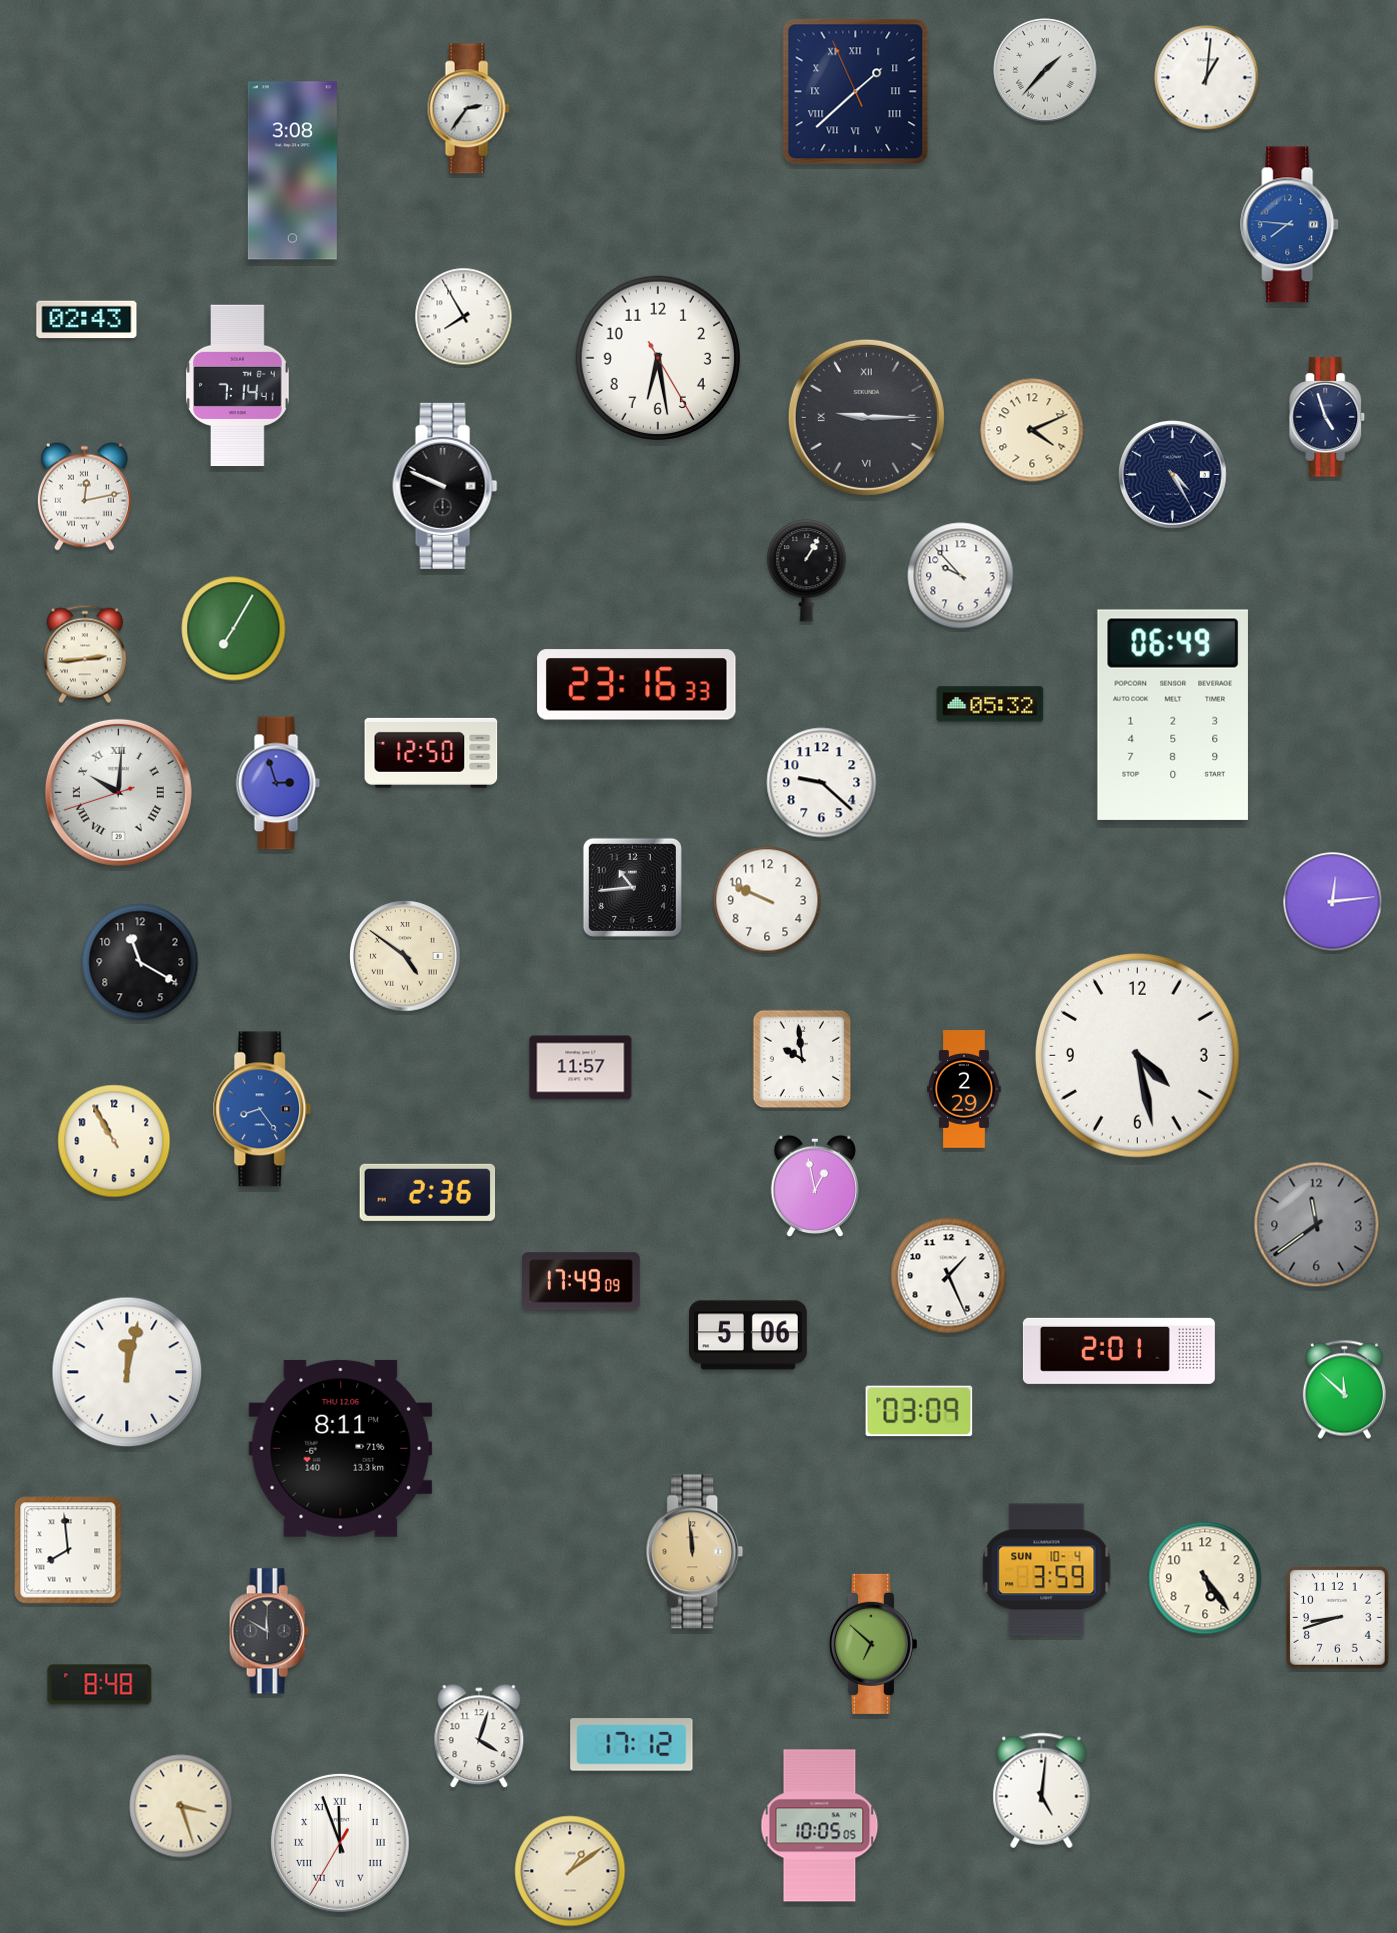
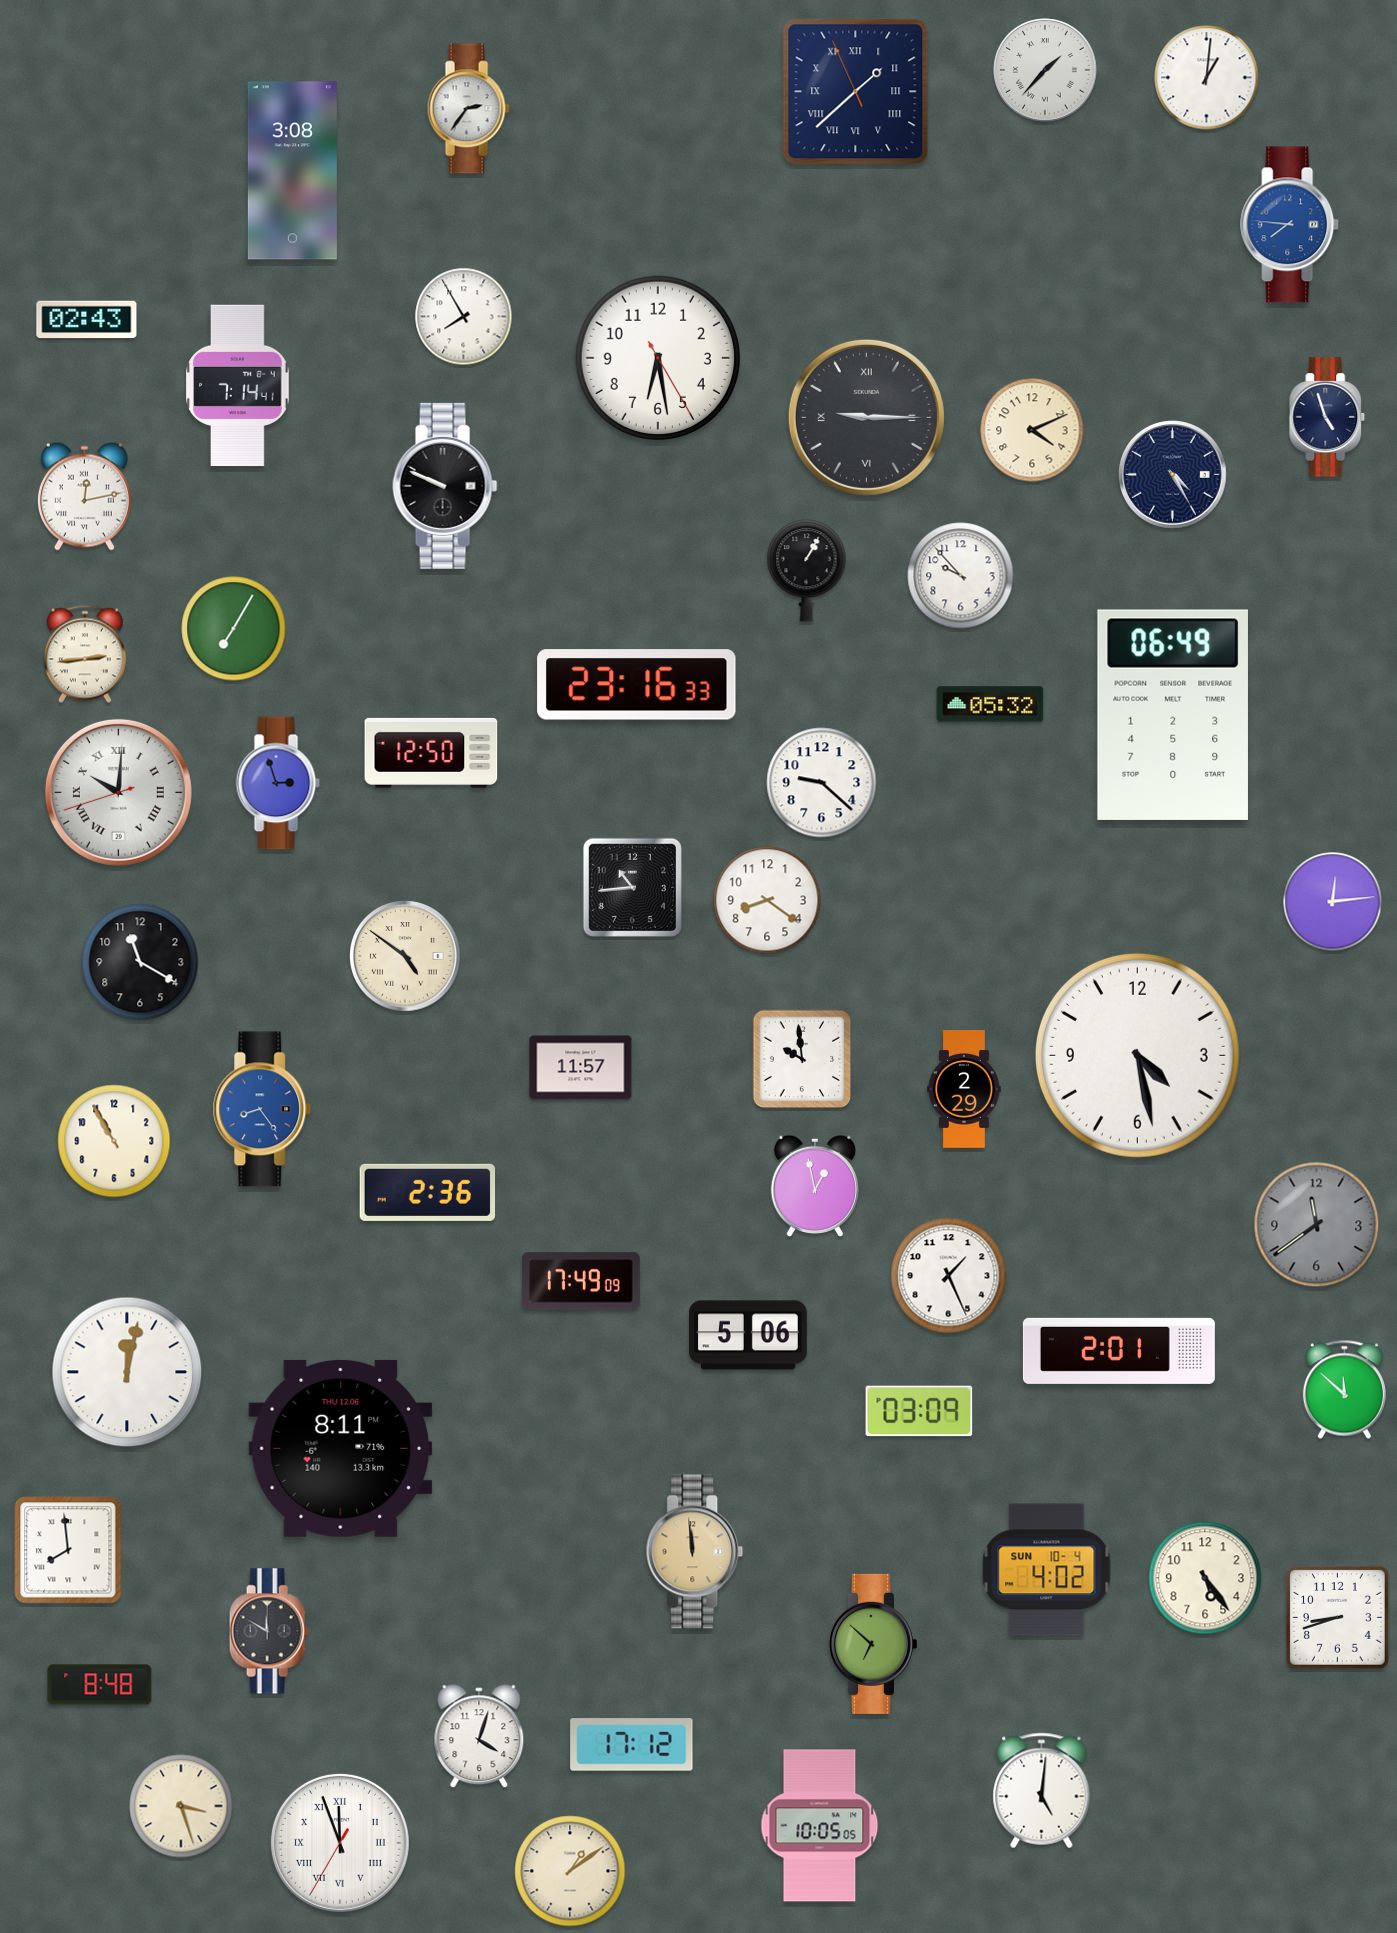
clock at (767, 900): 9:49 -> 8:21
clock at (1047, 1570): 3:59 -> 4:02
